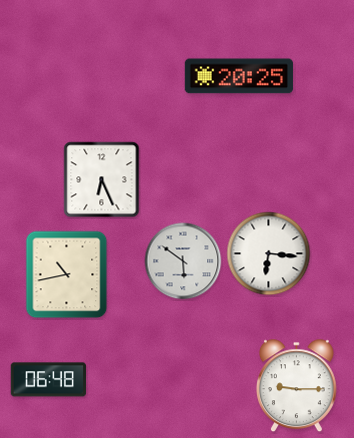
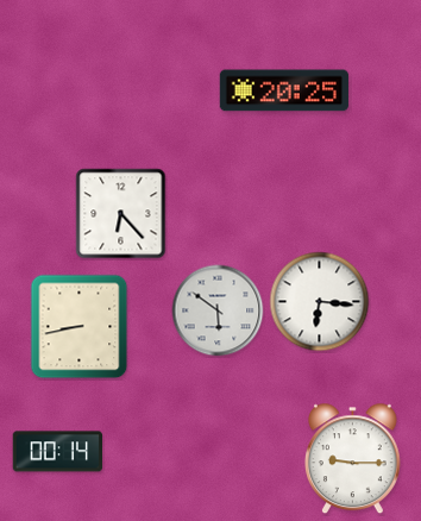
clock at (102, 180): 6:26 -> 6:23
clock at (67, 275): 10:43 -> 8:43
clock at (49, 380): 06:48 -> 00:14
